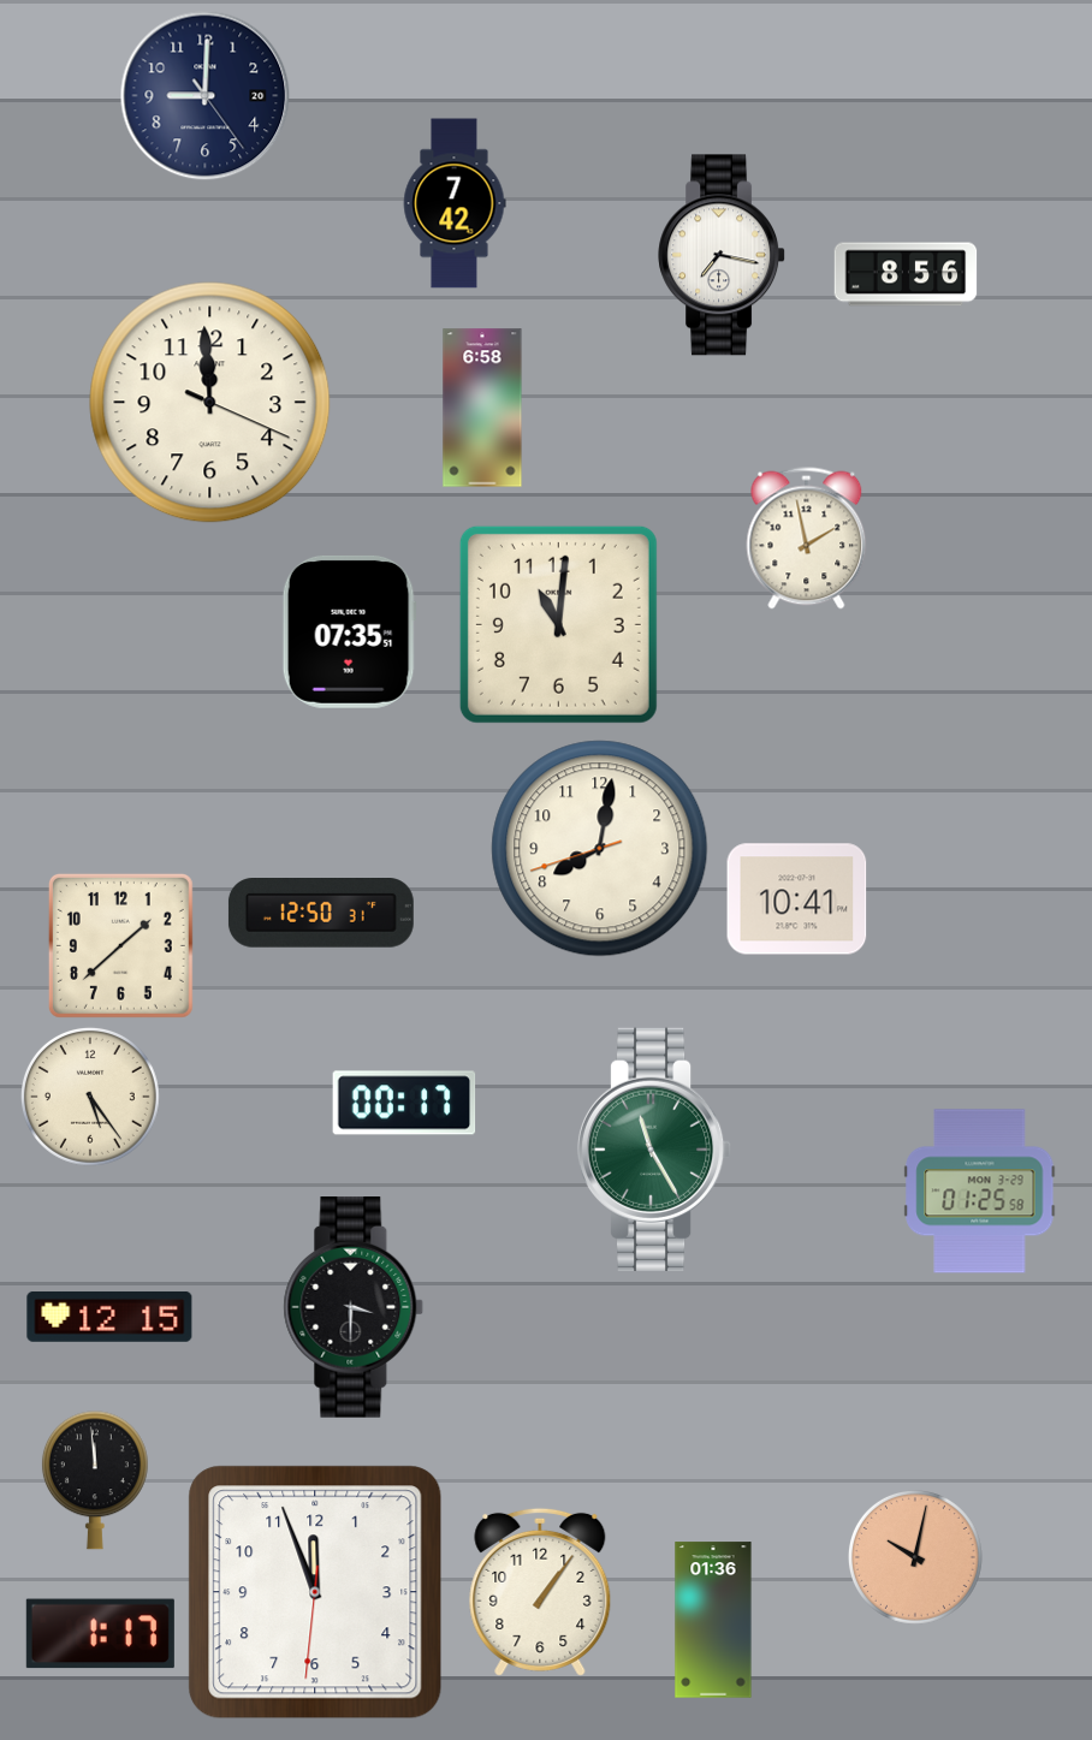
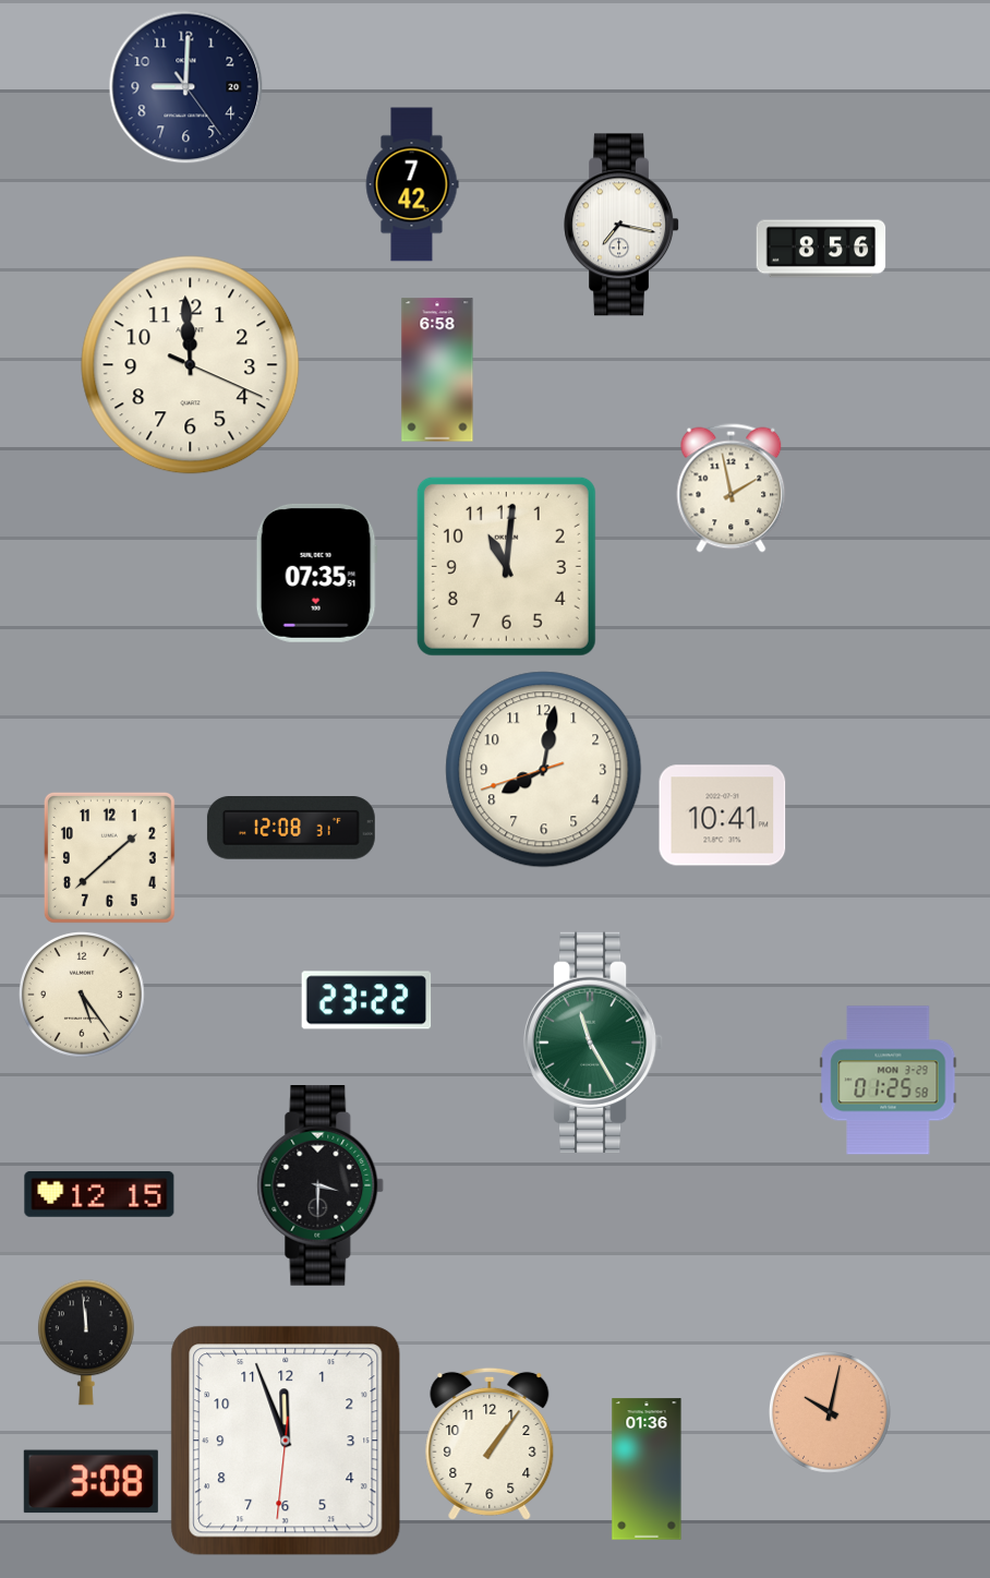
clock at (722, 255) position: (722, 255) -> (621, 225)
clock at (321, 914): 12:50 -> 12:08
clock at (404, 1103): 00:17 -> 23:22
clock at (315, 1592) position: (315, 1592) -> (286, 1441)
clock at (100, 1634): 1:17 -> 3:08
